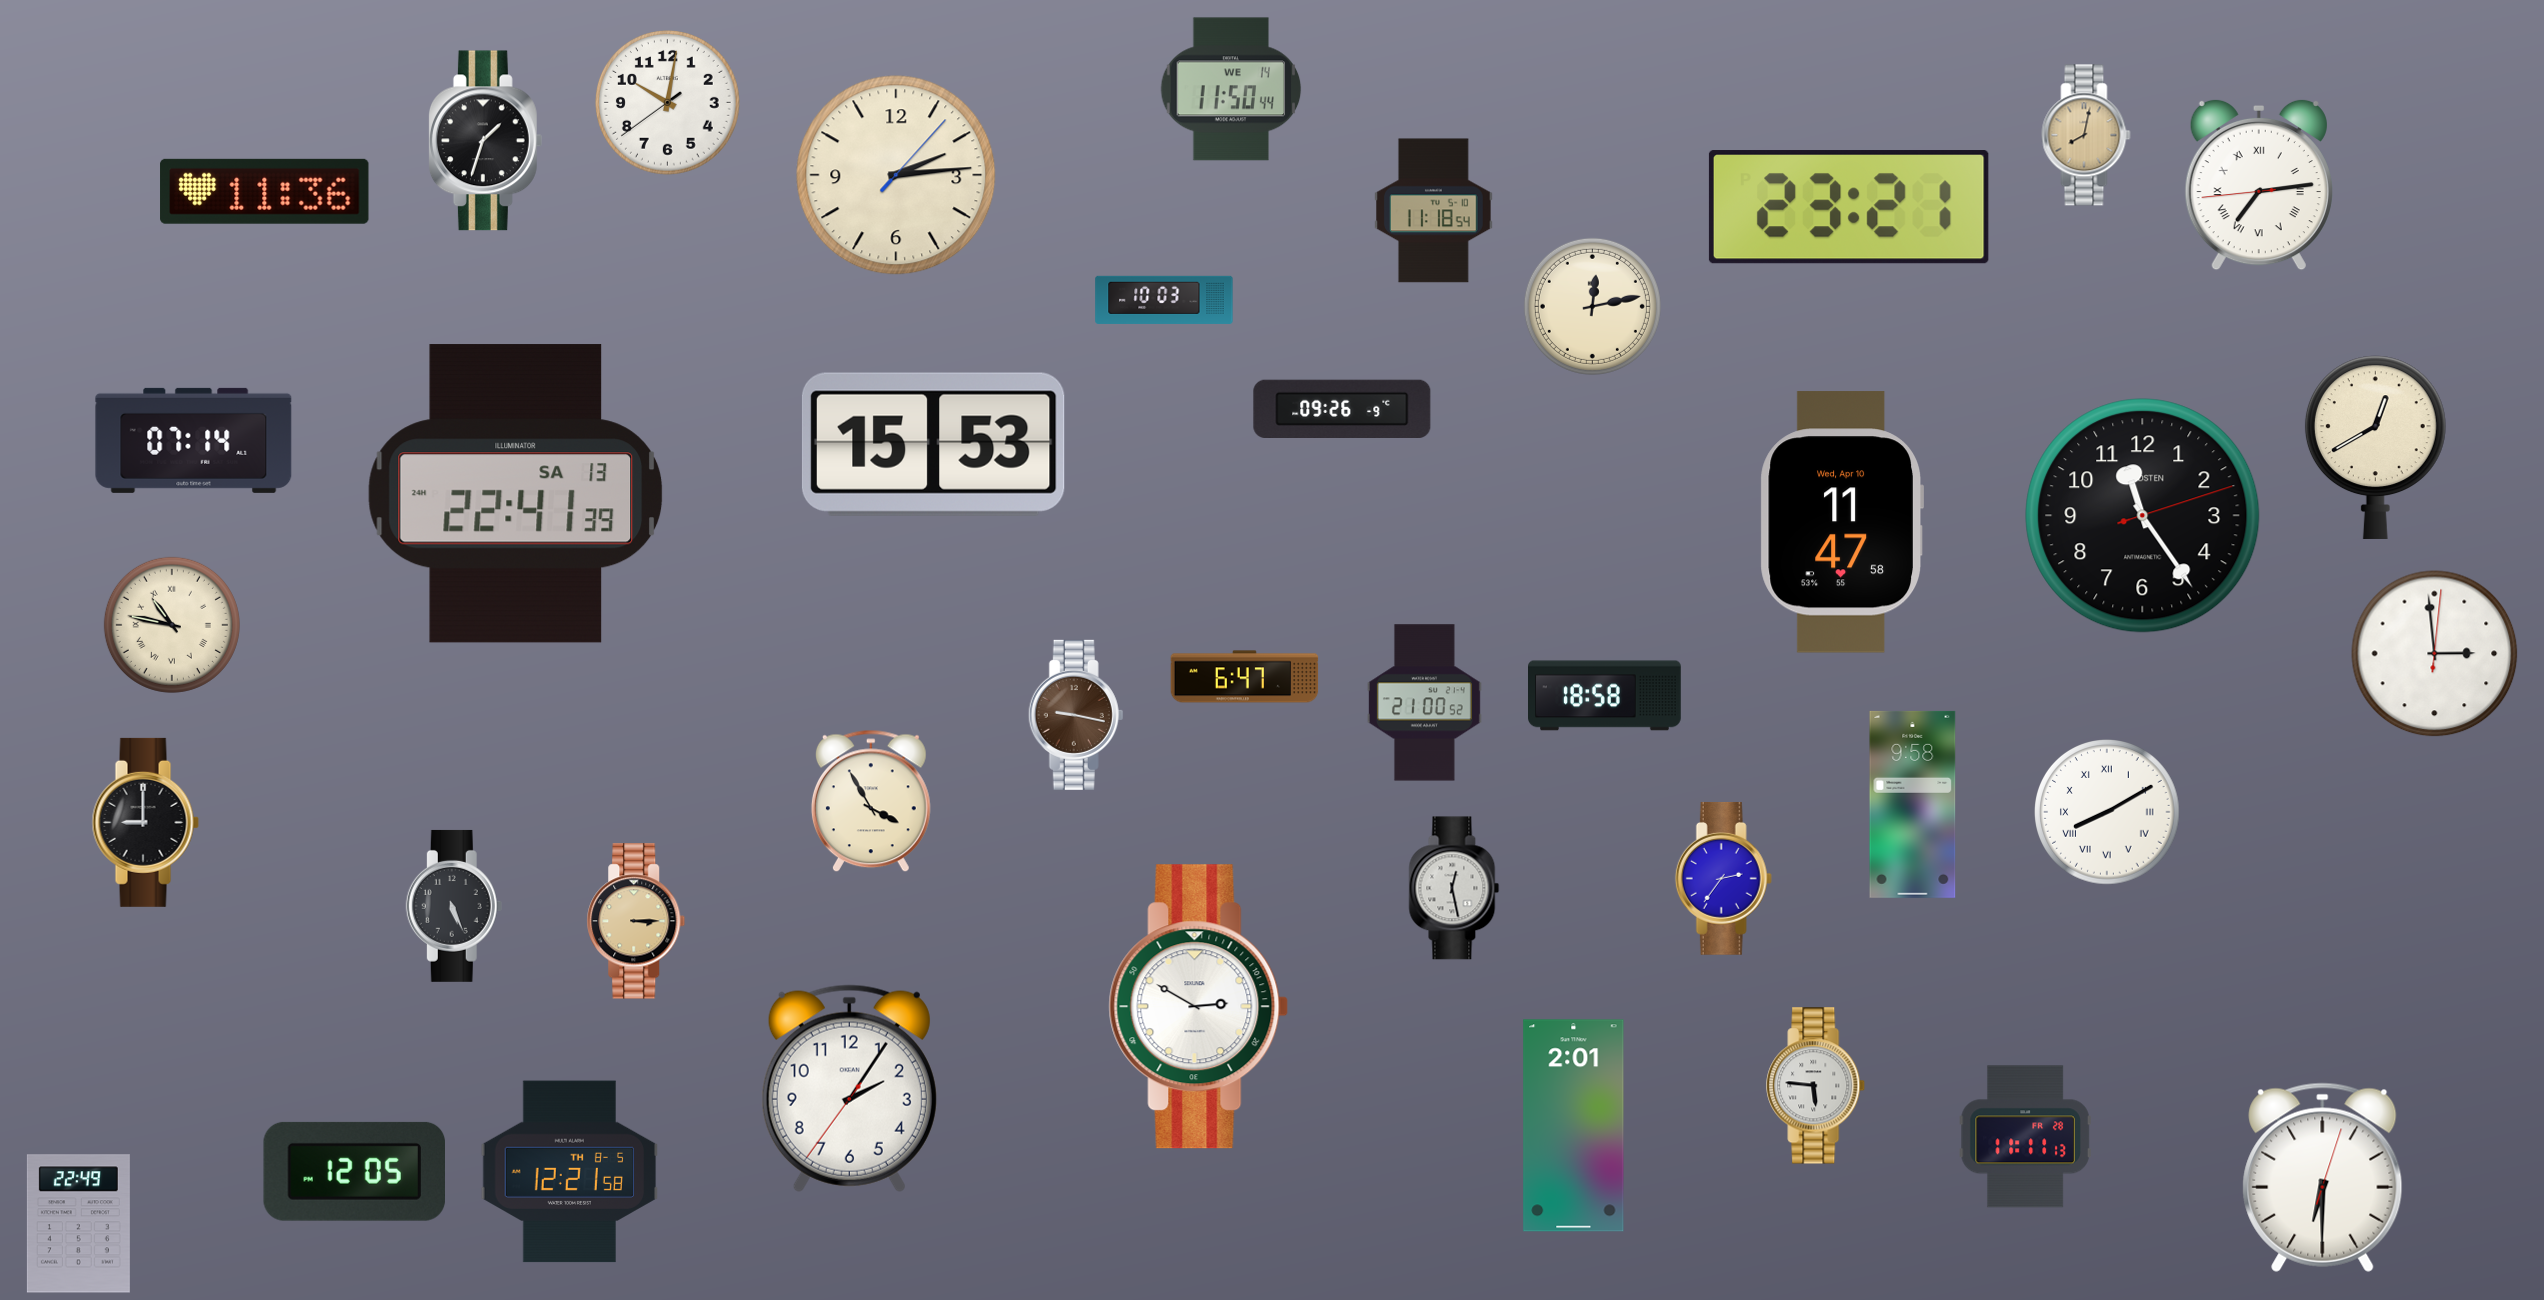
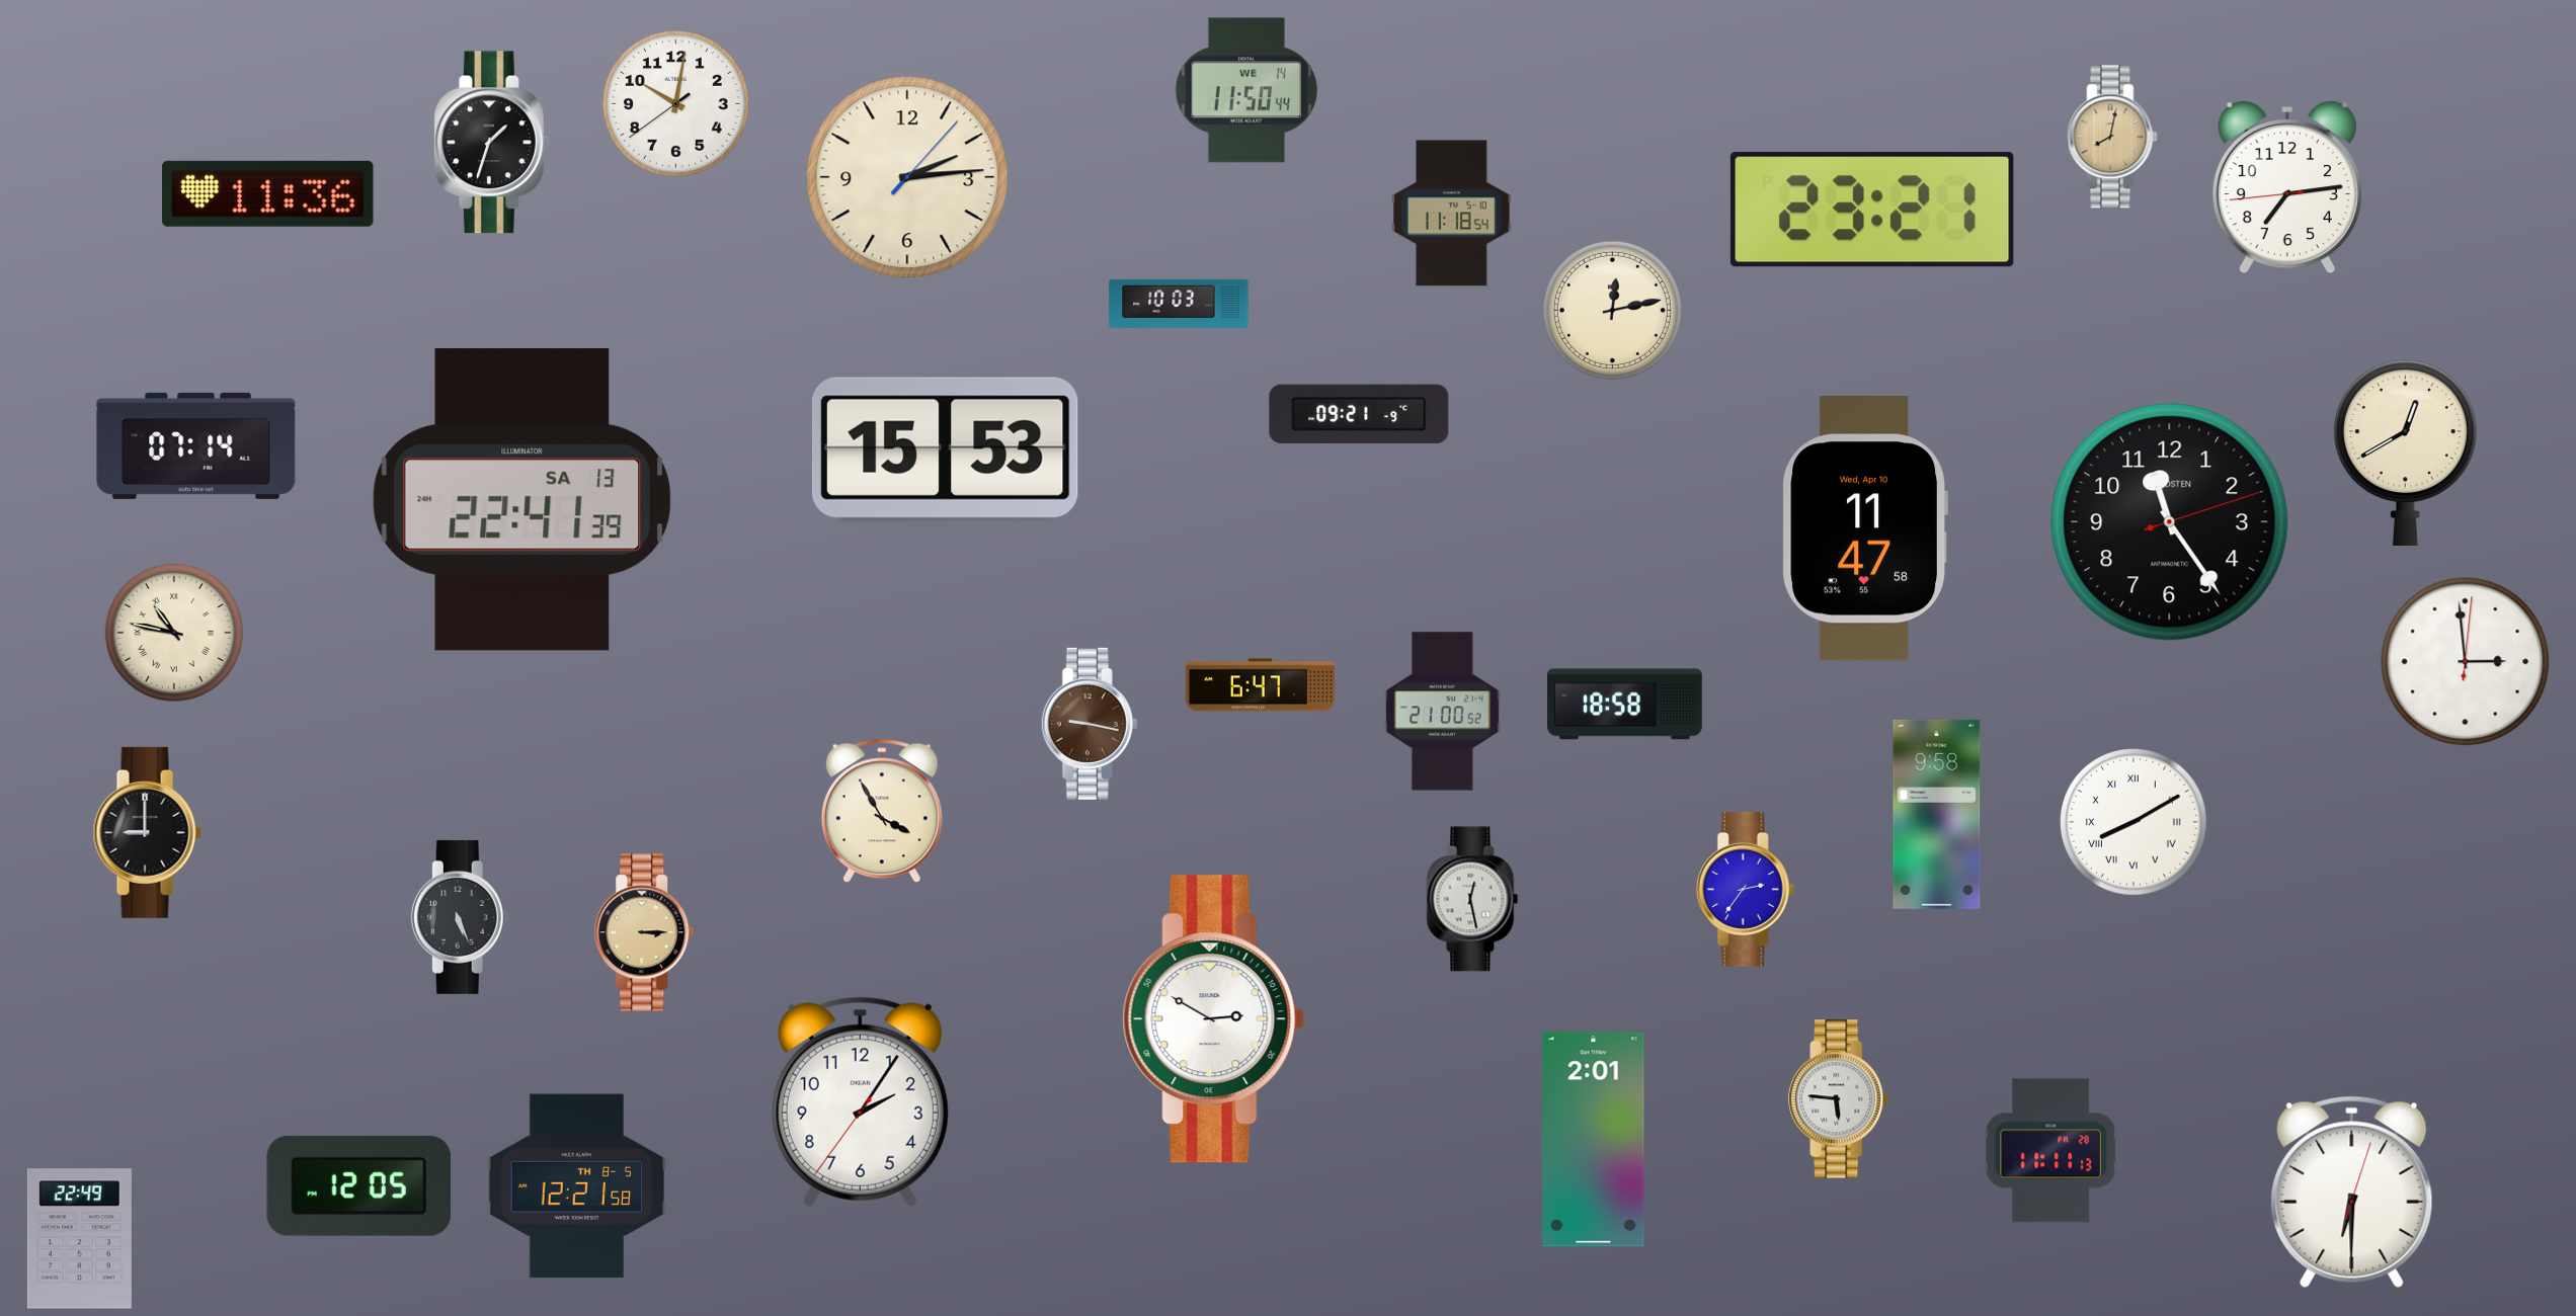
clock at (2259, 185) numerals: Roman -> Arabic
clock at (1342, 408): 09:26 -> 09:21
